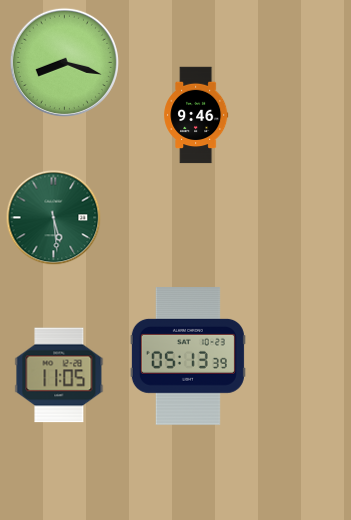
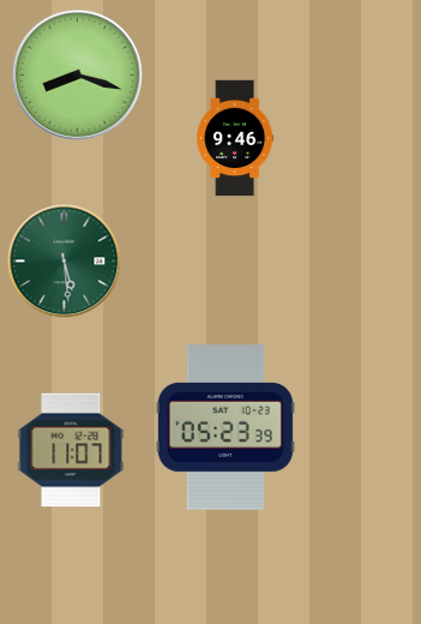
clock at (188, 356): 05:13 -> 05:23
clock at (59, 375): 11:05 -> 11:07
